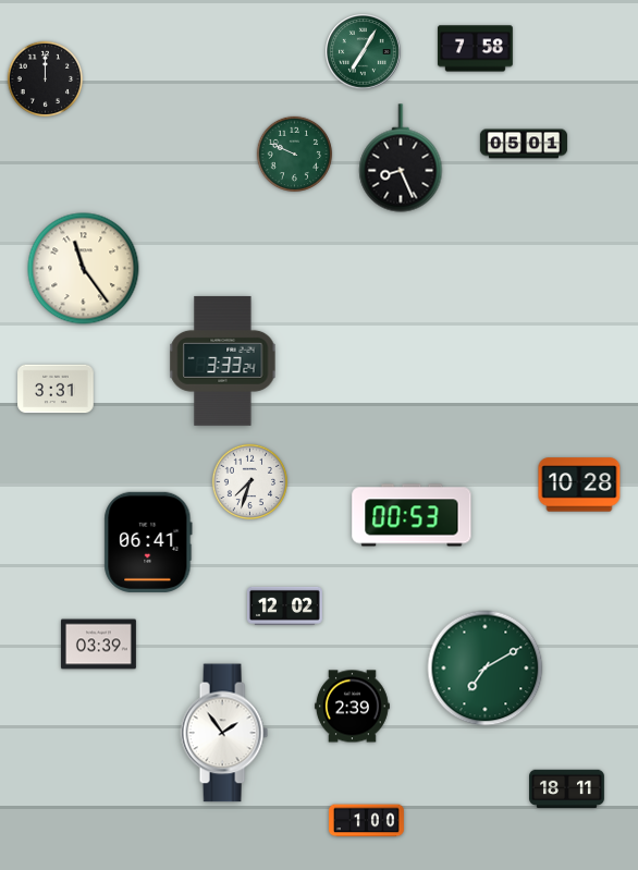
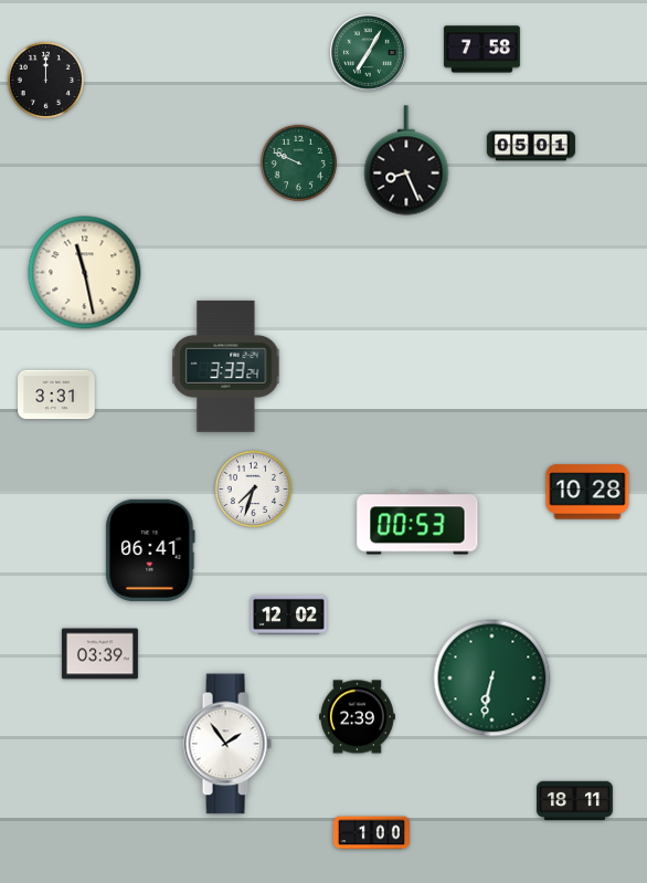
clock at (295, 155) position: (295, 155) -> (299, 164)
clock at (84, 269): 11:24 -> 11:28
clock at (486, 669): 7:10 -> 6:32
